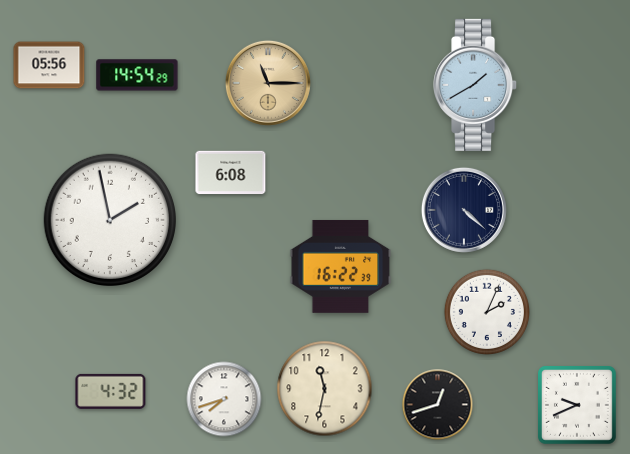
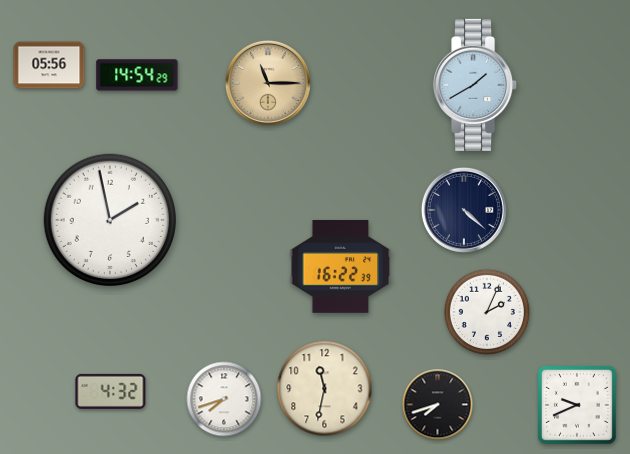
clock at (231, 173): 6:08 -> none
clock at (438, 405): 12:42 -> 7:42
